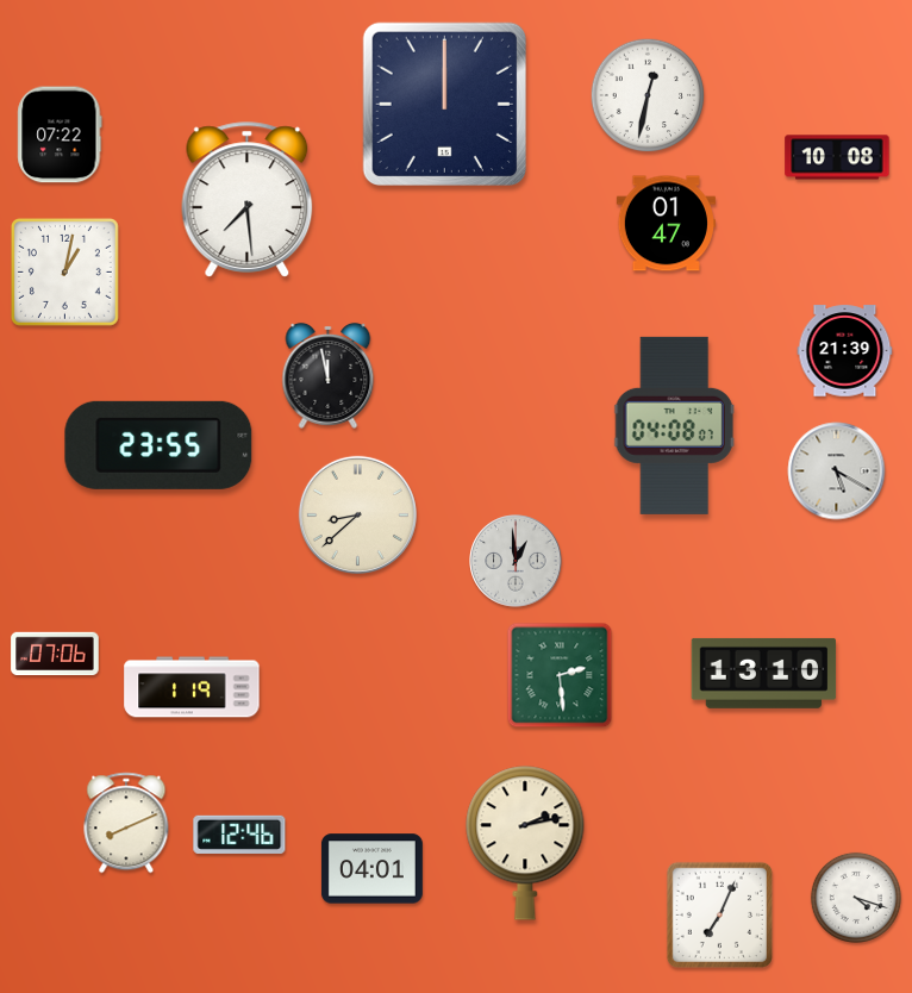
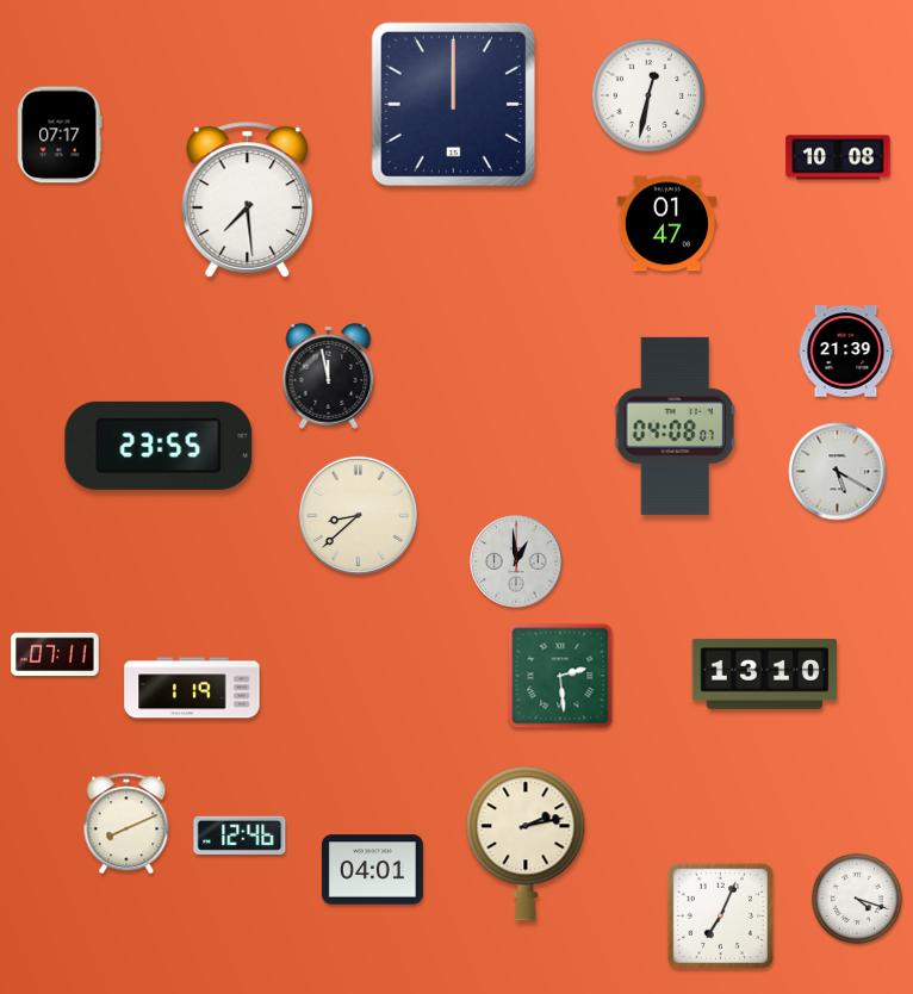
clock at (444, 104) position: (444, 104) -> (453, 104)
clock at (60, 135): 07:22 -> 07:17
clock at (64, 271): 1:02 -> none
clock at (55, 654): 07:06 -> 07:11
